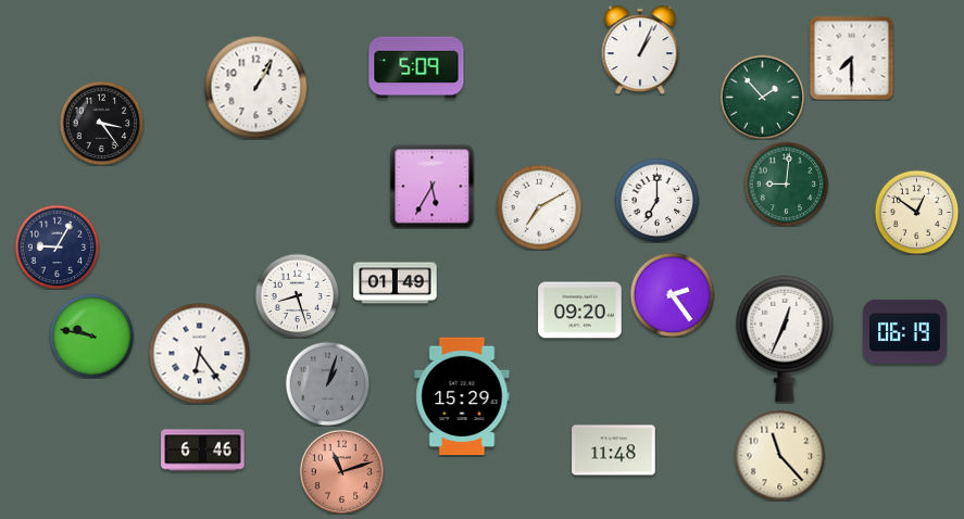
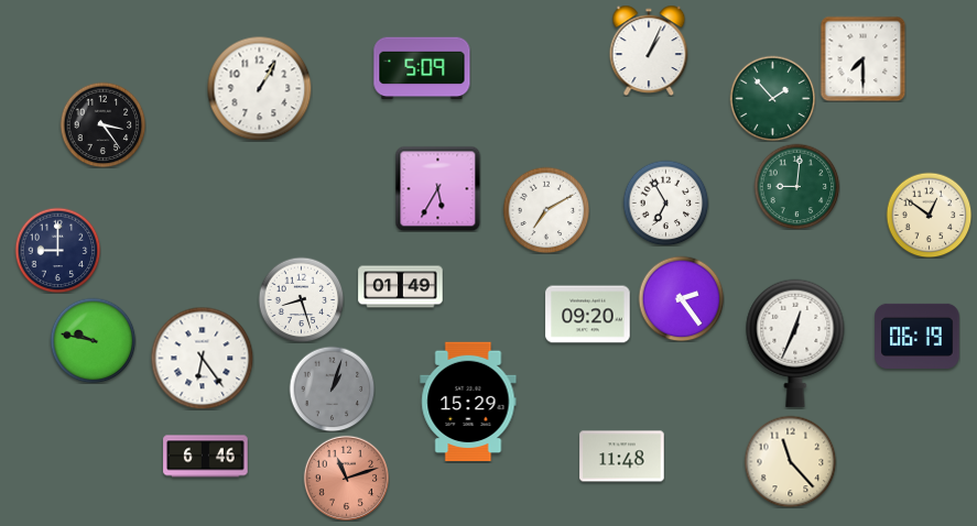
clock at (656, 200): 7:00 -> 6:55
clock at (57, 246): 9:05 -> 9:00
